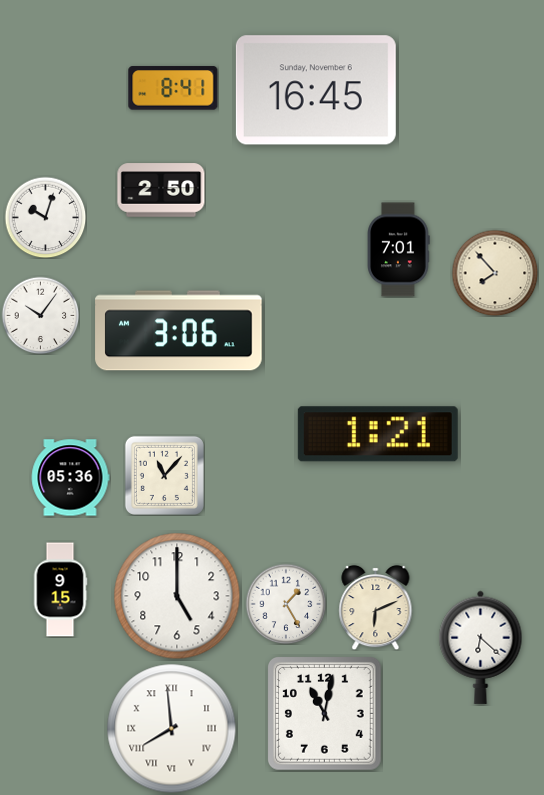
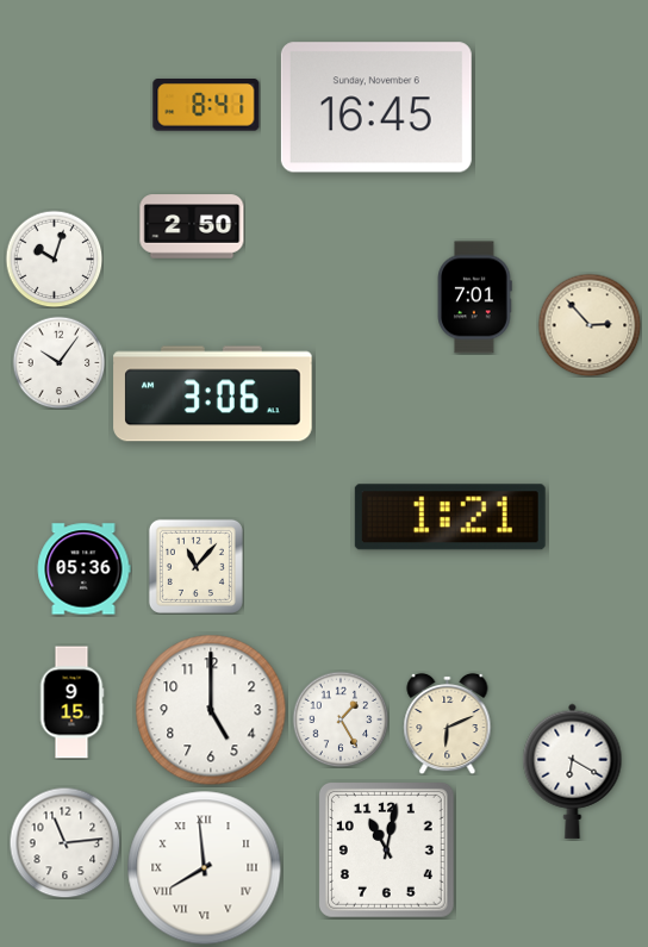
clock at (495, 273): 7:53 -> 2:53
clock at (40, 315) position: (40, 315) -> (58, 362)
clock at (481, 647): 6:22 -> 6:20
clock at (64, 842): none -> 11:14
